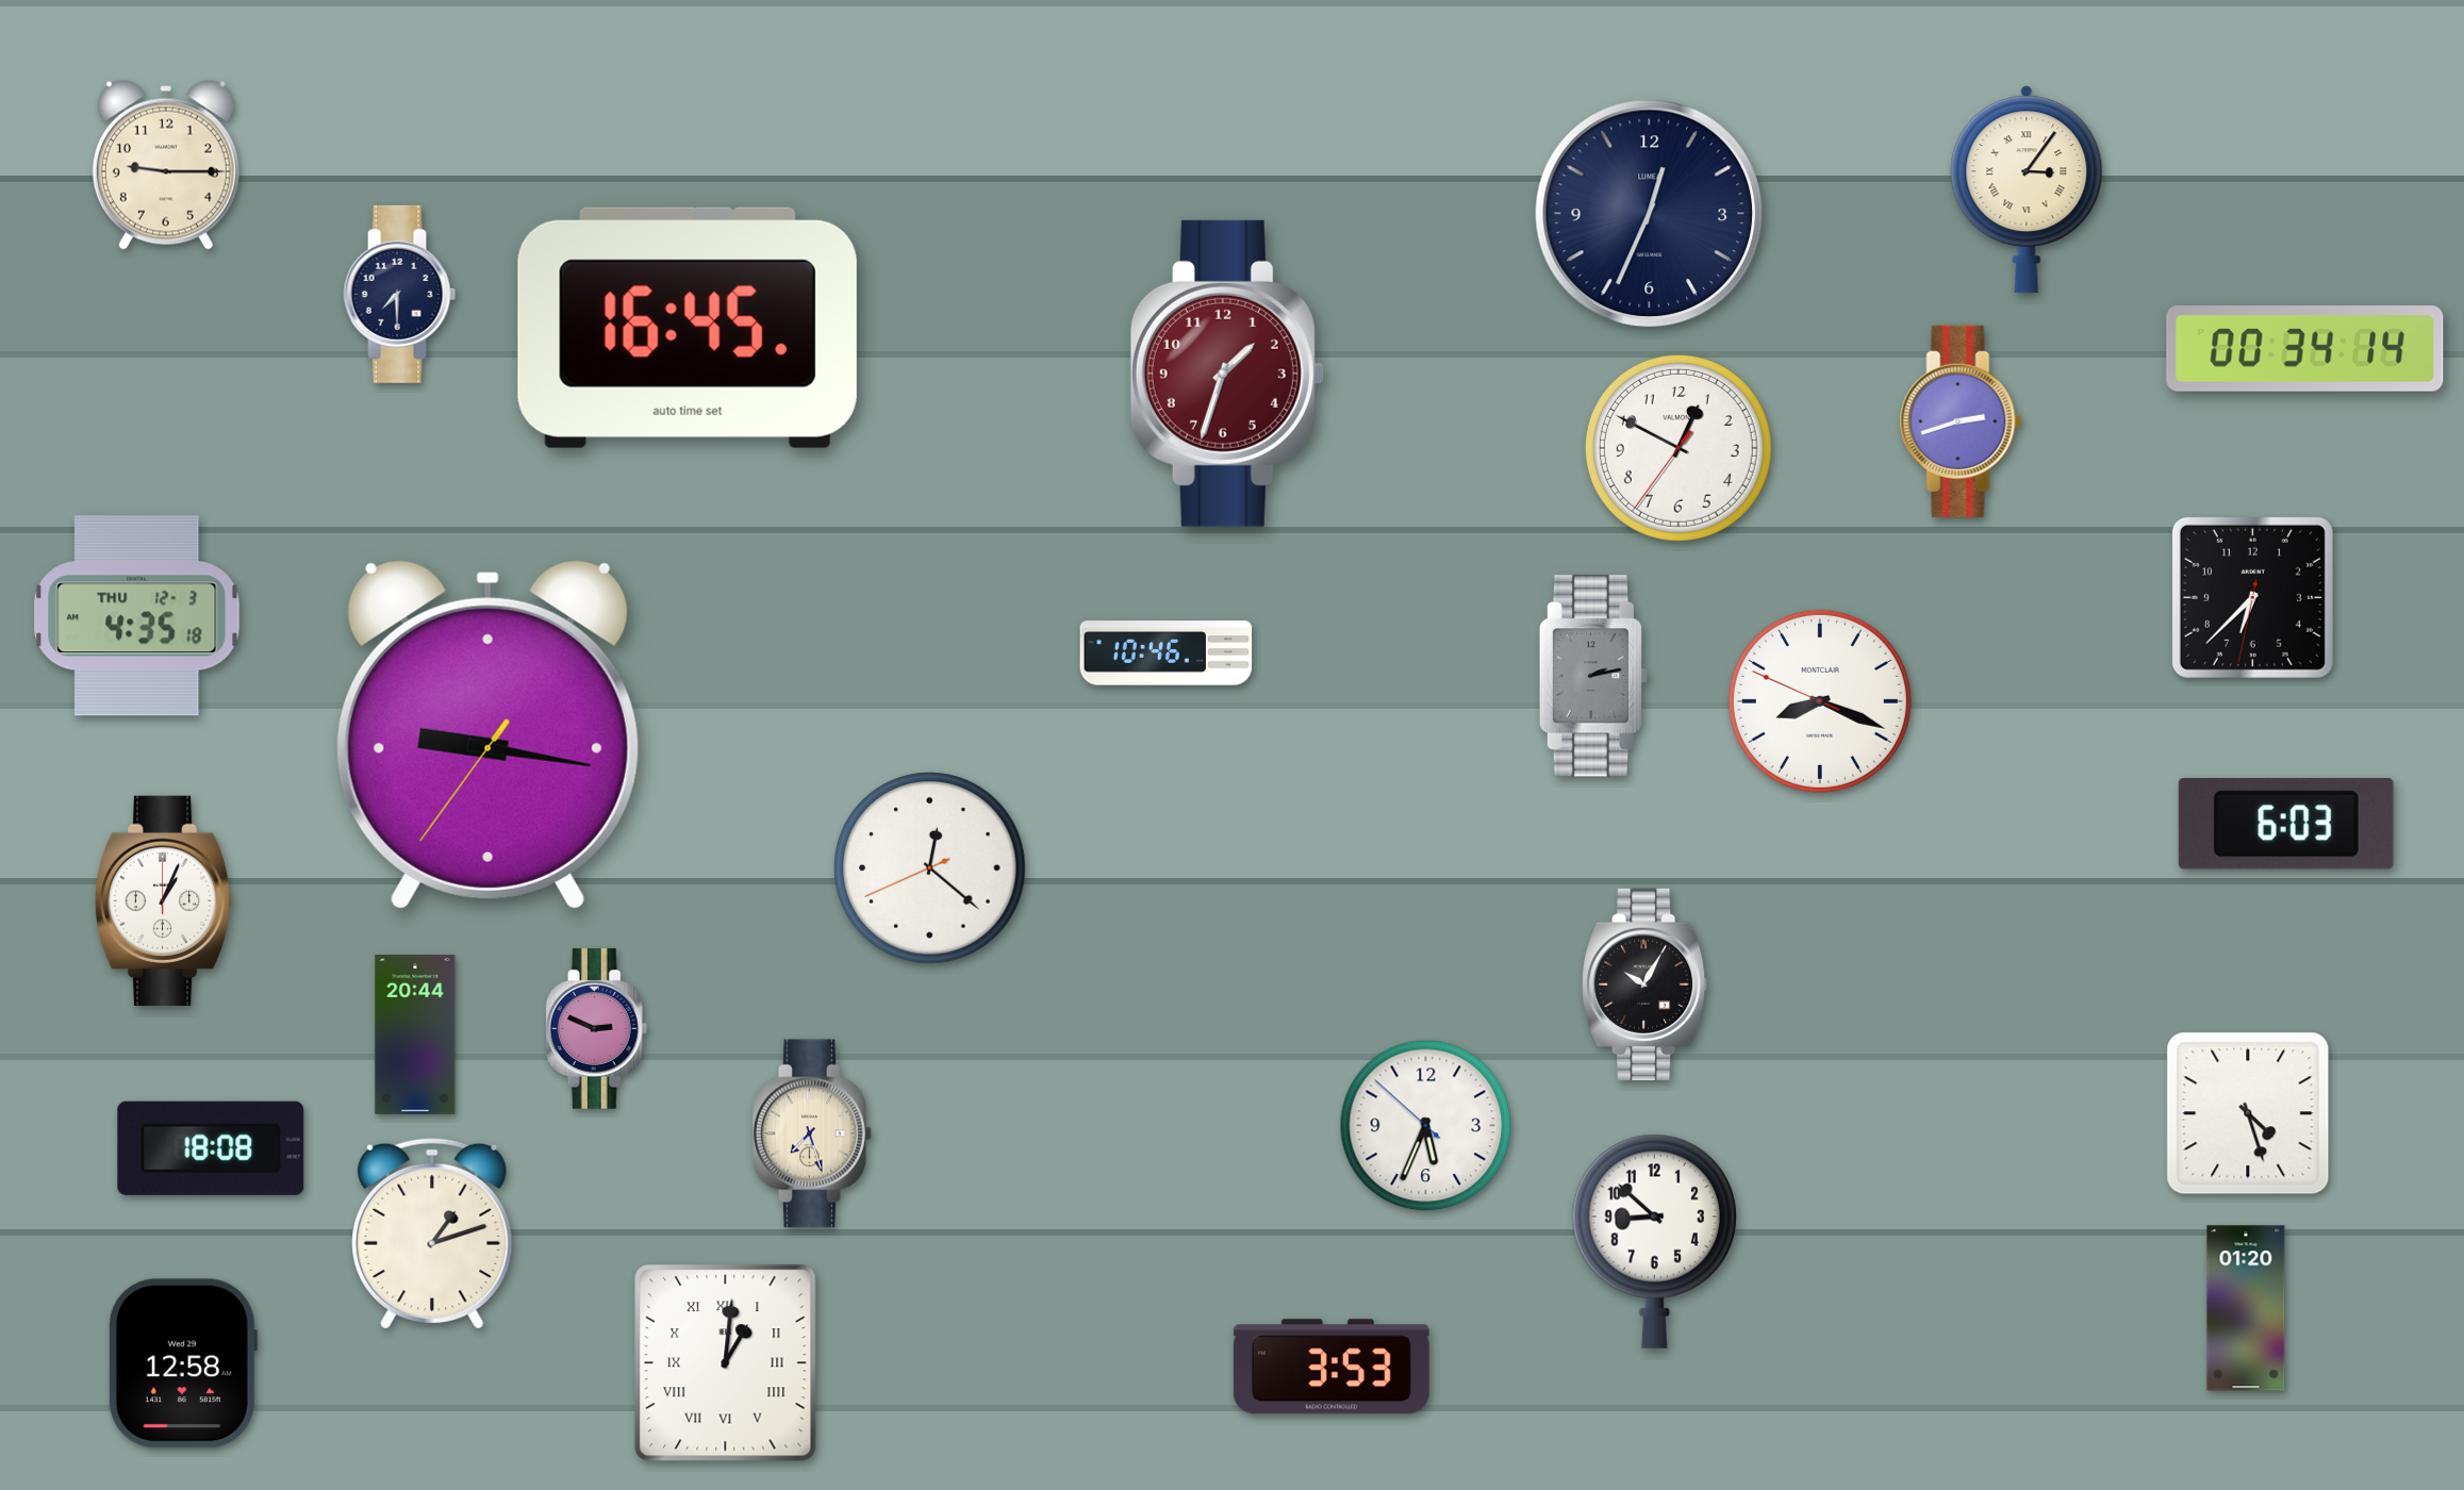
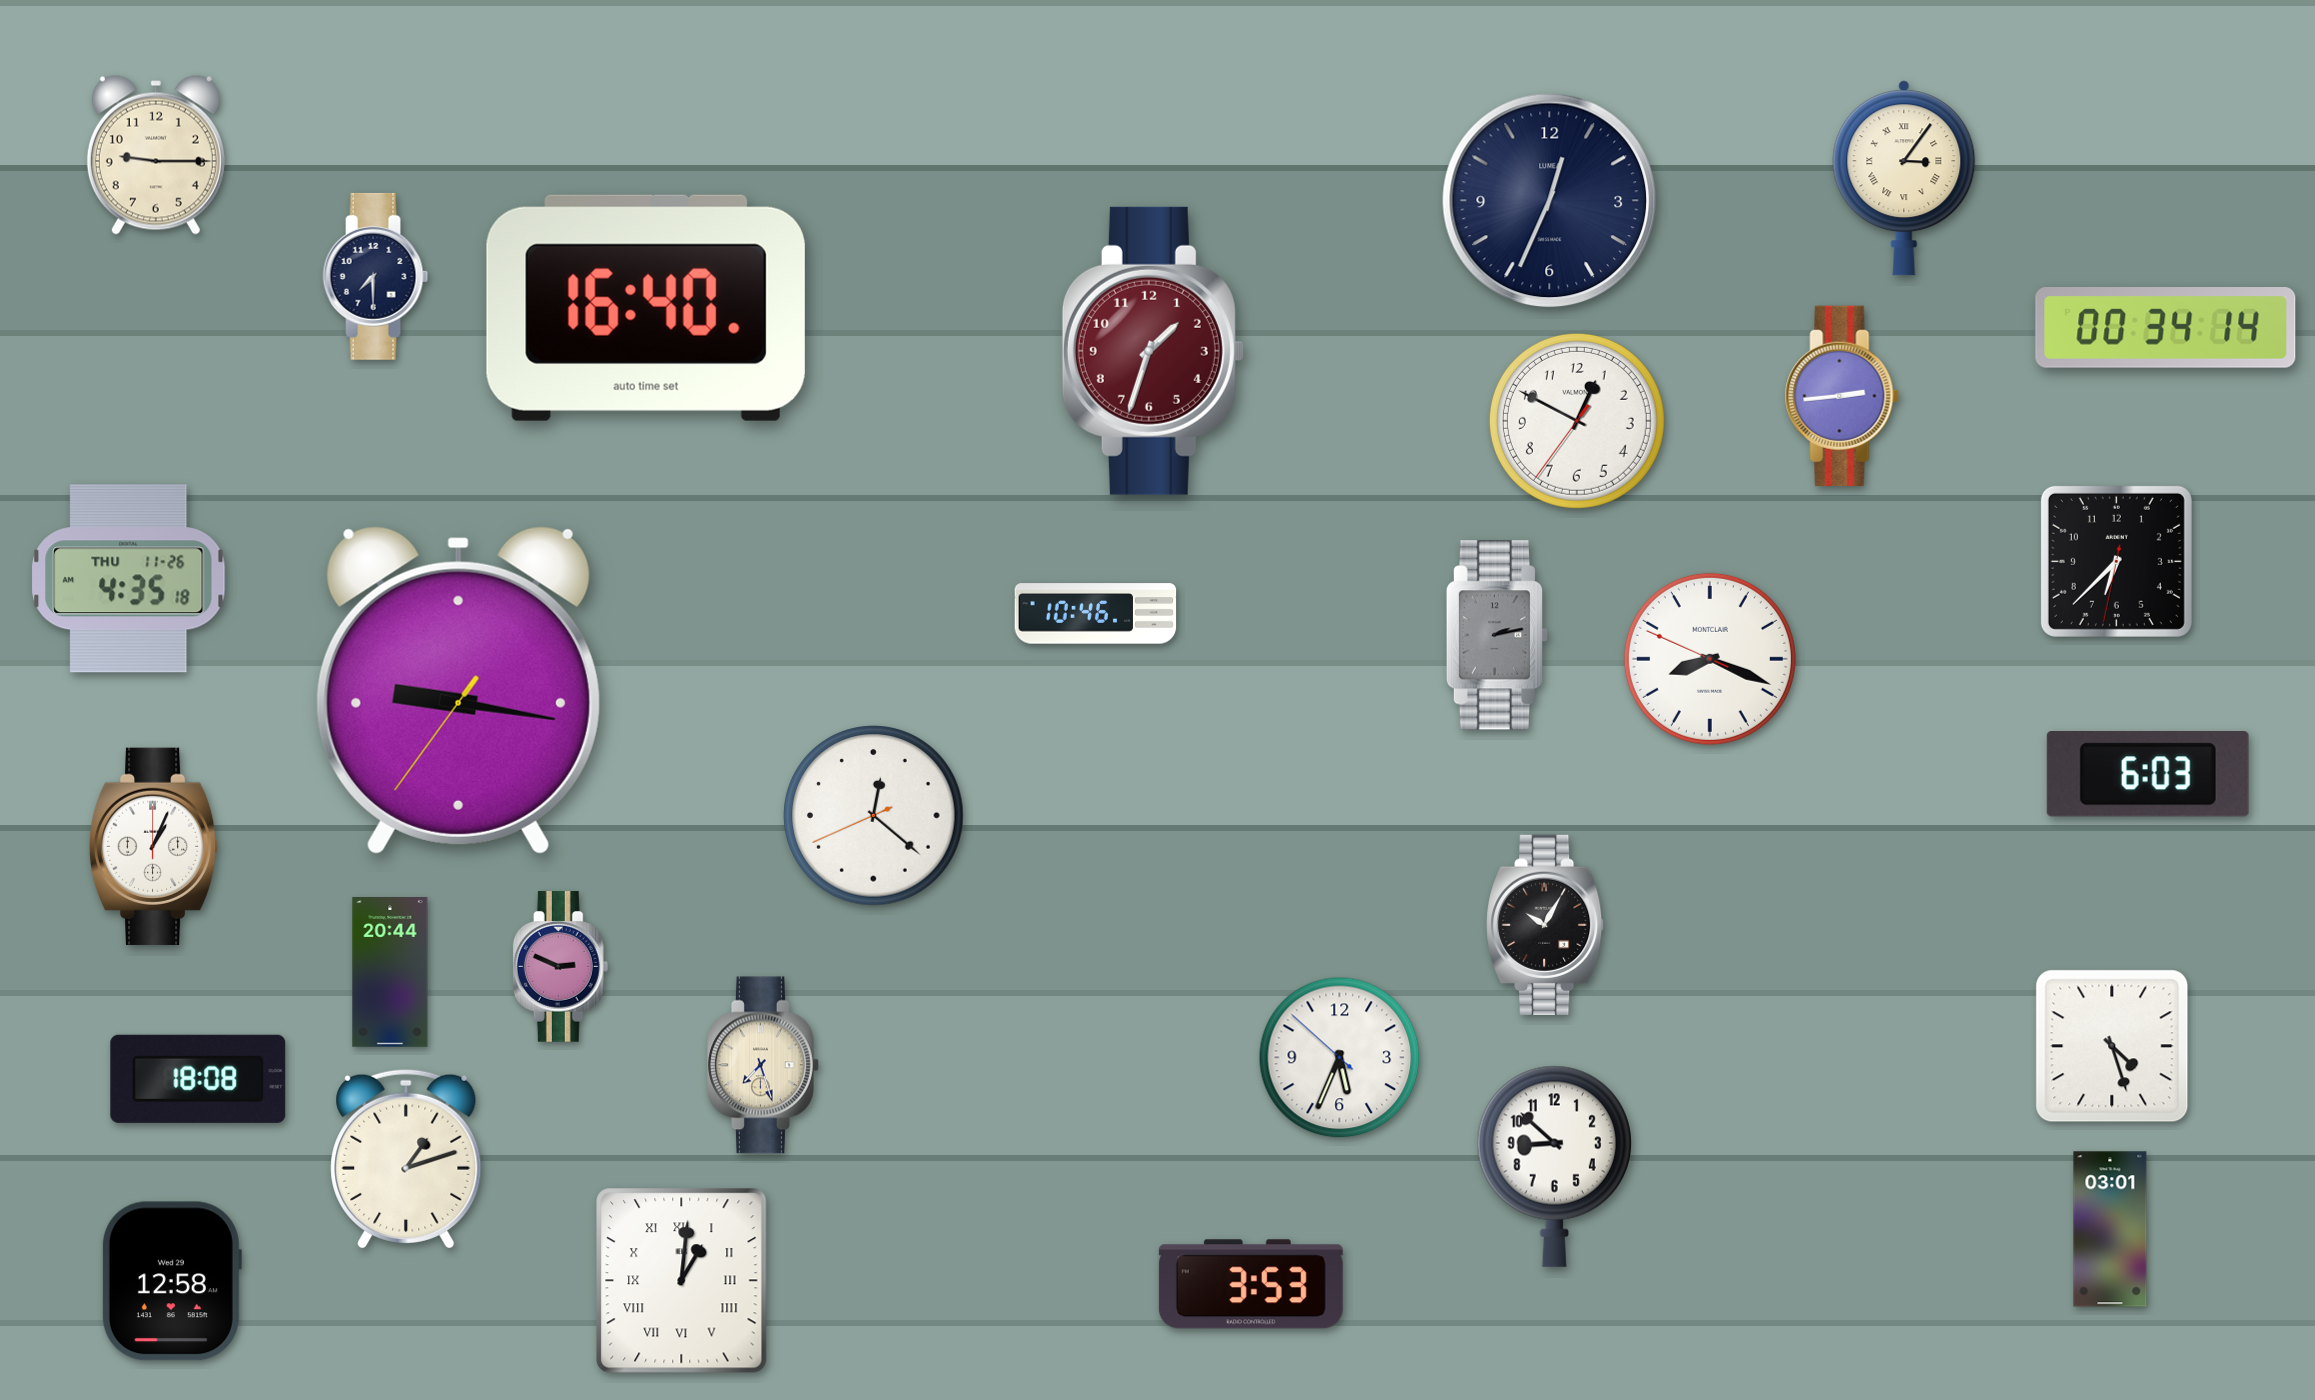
clock at (688, 328): 16:45 -> 16:40
clock at (1961, 421): 2:42 -> 2:44
clock at (137, 616) date: THU 12-3 -> THU 11-26
clock at (2246, 1308): 01:20 -> 03:01
